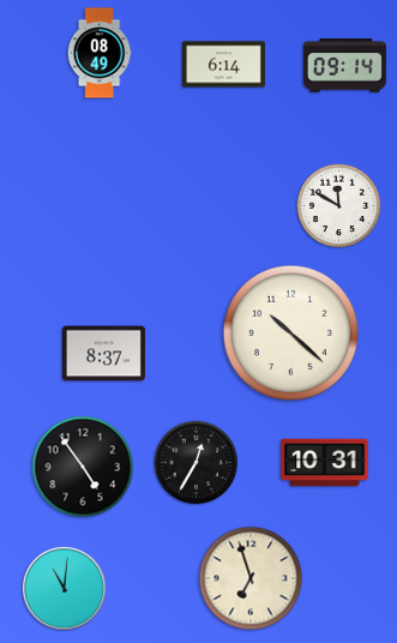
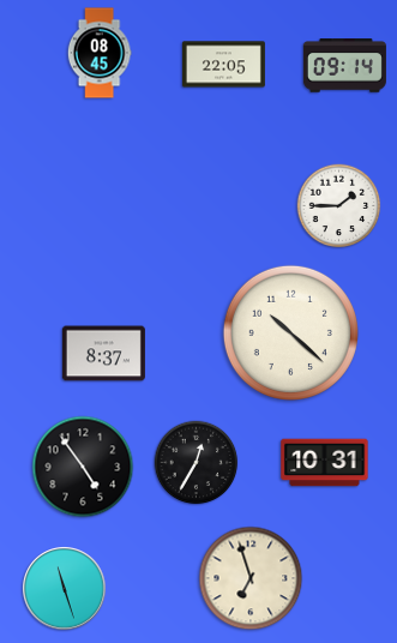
clock at (100, 53): 08:49 -> 08:45
clock at (223, 65): 6:14 -> 22:05
clock at (339, 206): 11:50 -> 1:45
clock at (65, 589): 11:01 -> 11:27
